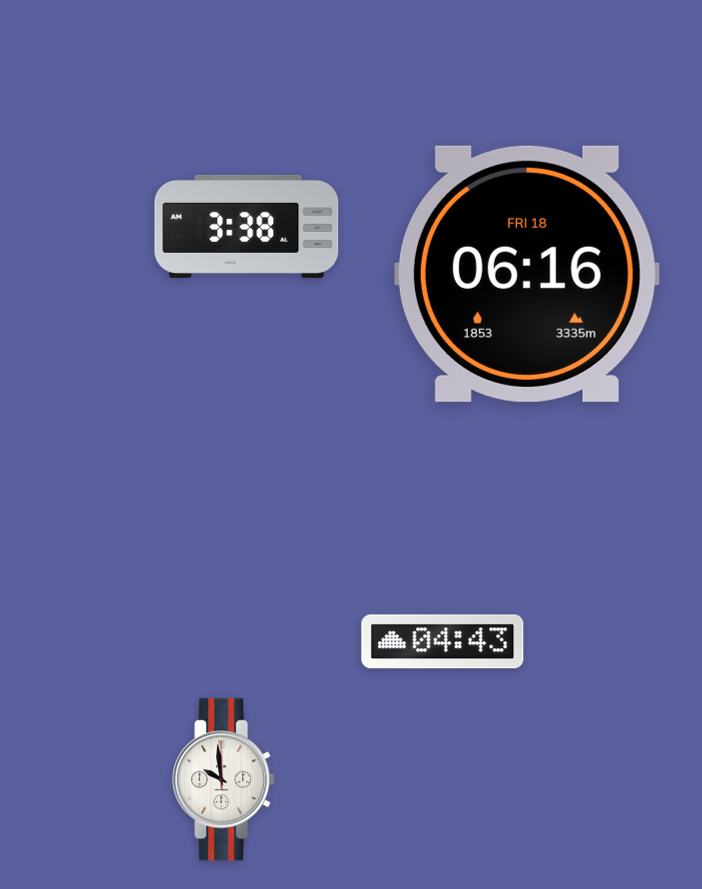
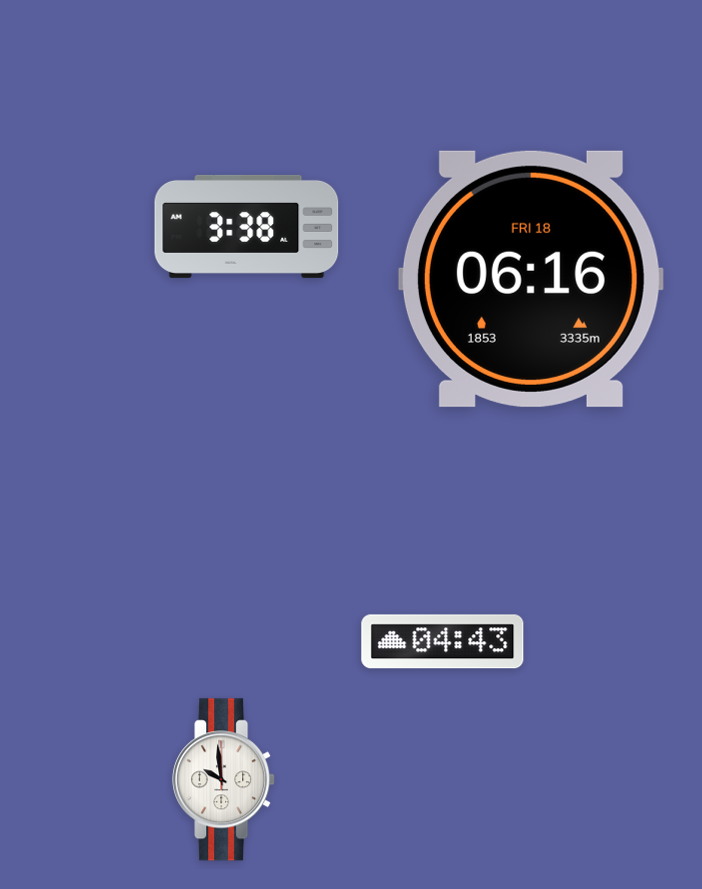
clock at (527, 274) position: (527, 274) -> (531, 279)
